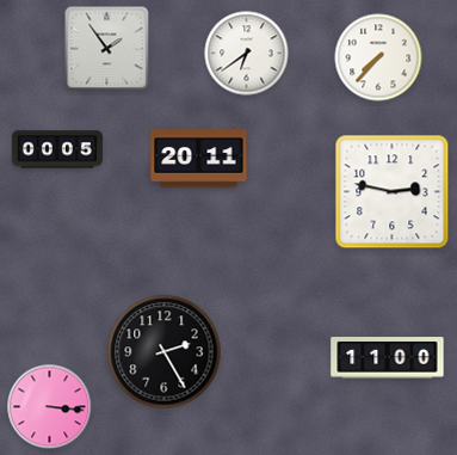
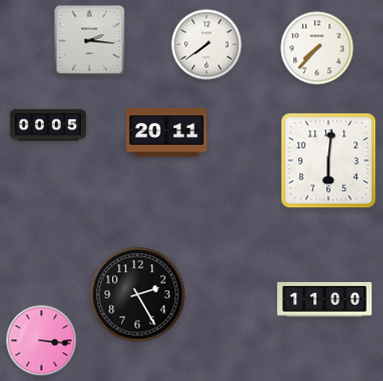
clock at (107, 49): 1:54 -> 2:16
clock at (247, 54): 6:39 -> 7:39
clock at (393, 192): 2:47 -> 6:01
